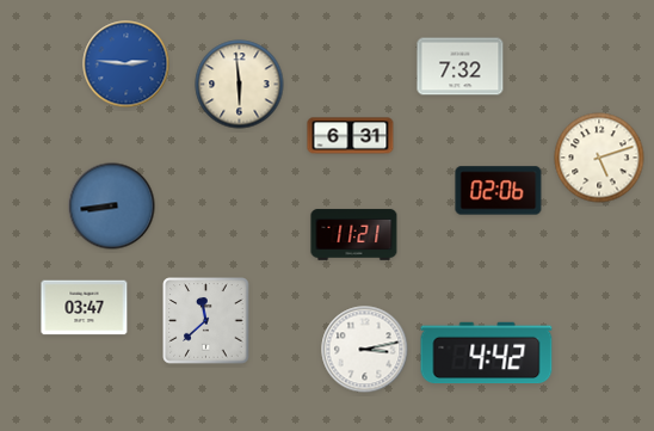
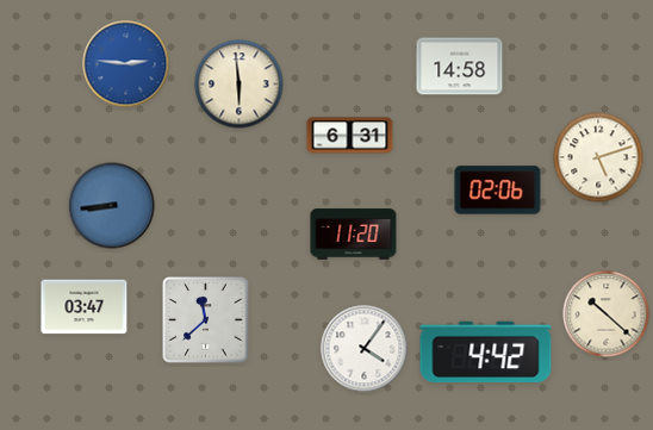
clock at (461, 67): 7:32 -> 14:58
clock at (354, 235): 11:21 -> 11:20
clock at (607, 314): none -> 10:22
clock at (365, 350): 3:13 -> 4:06
